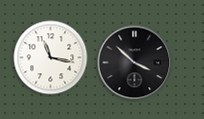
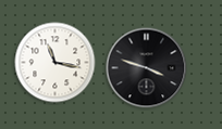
clock at (135, 63): 3:52 -> 3:48
